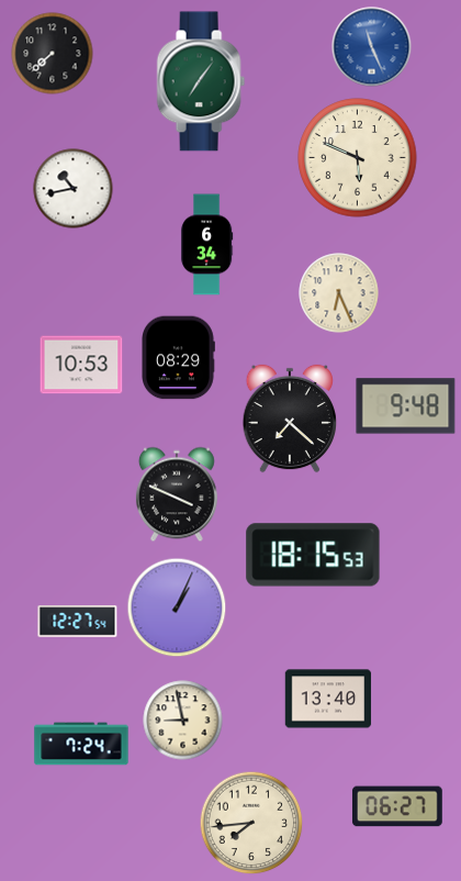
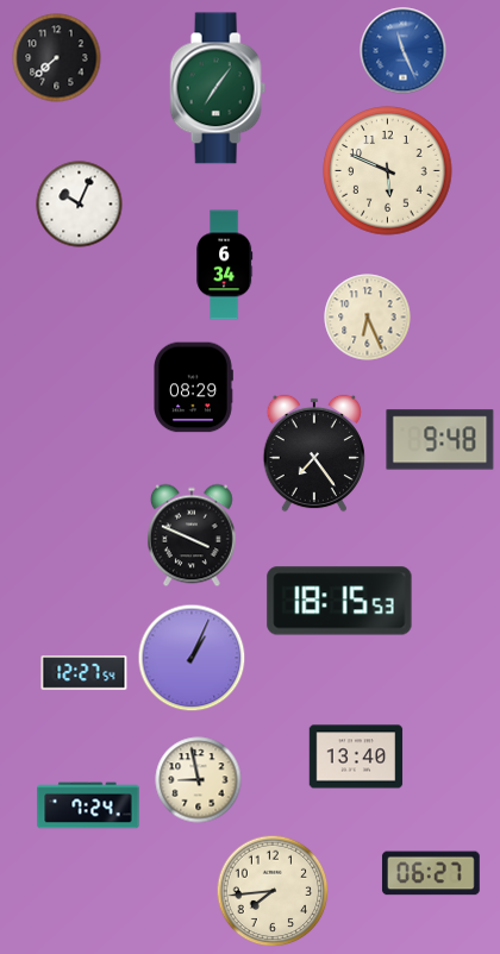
clock at (74, 189): 10:43 -> 10:04
clock at (81, 365): 10:53 -> none
clock at (289, 419): 7:22 -> 7:24
